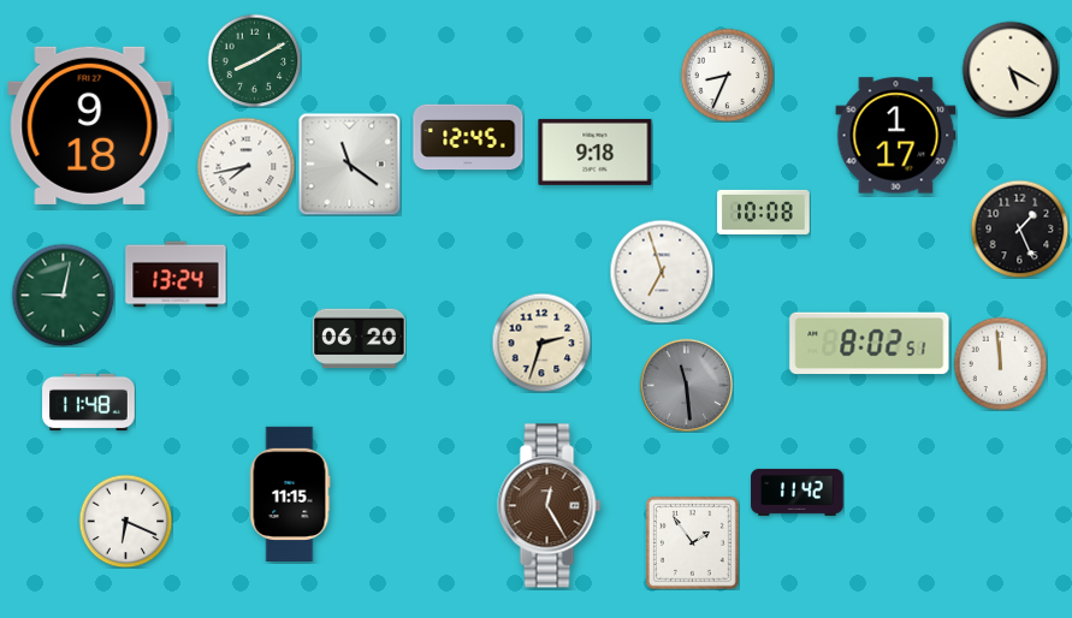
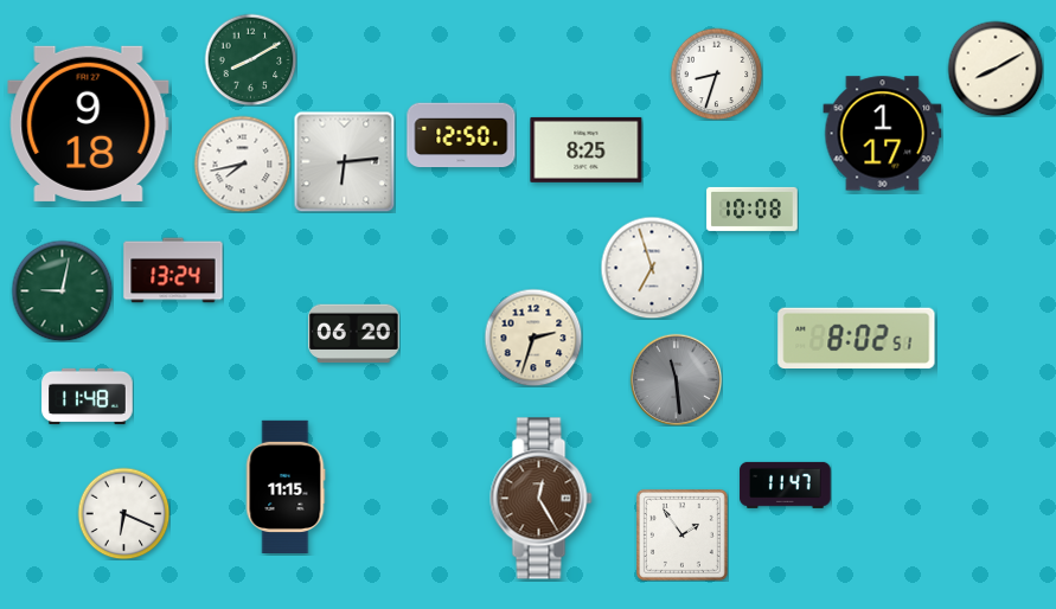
clock at (1011, 70): 5:20 -> 8:10
clock at (727, 75): 8:34 -> 8:33
clock at (468, 137): 12:45 -> 12:50
clock at (596, 151): 9:18 -> 8:25
clock at (349, 164): 11:21 -> 6:14
clock at (1019, 228): 1:26 -> none
clock at (1000, 363): 11:59 -> none
clock at (798, 492): 11:42 -> 11:47
